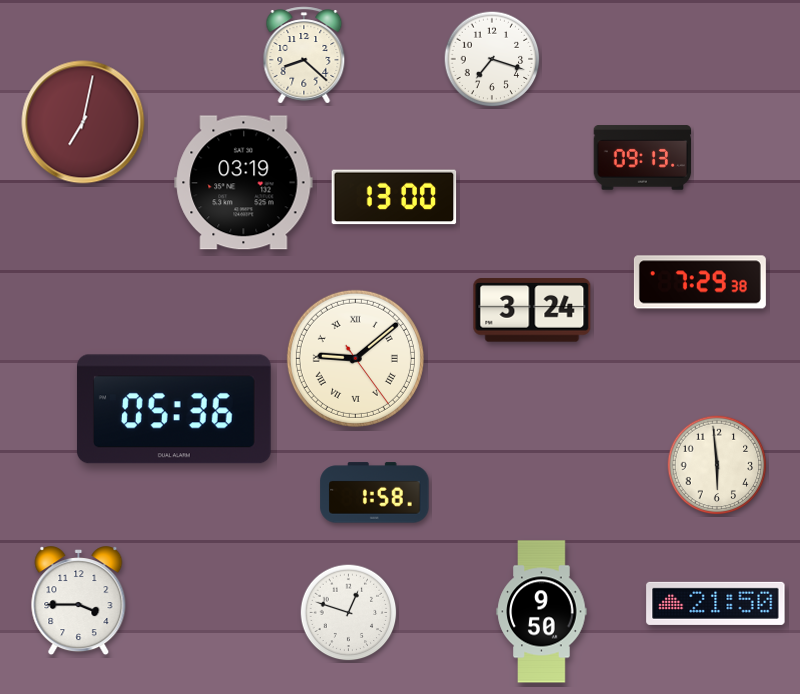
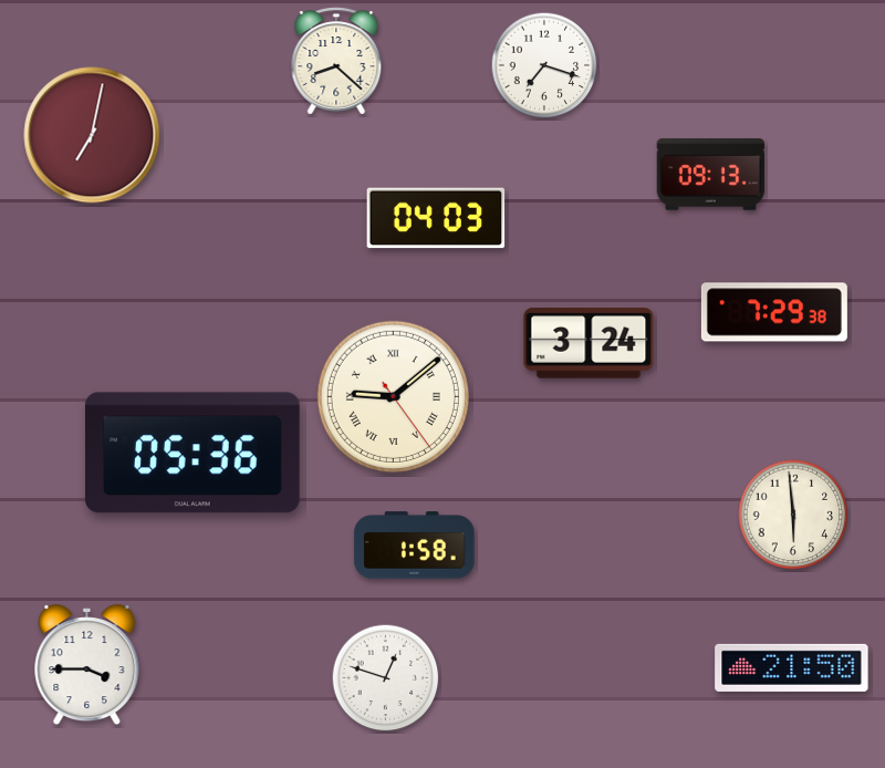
clock at (244, 183): 03:19 -> none
clock at (394, 197): 13:00 -> 04:03
clock at (542, 612): 9:50 -> none
